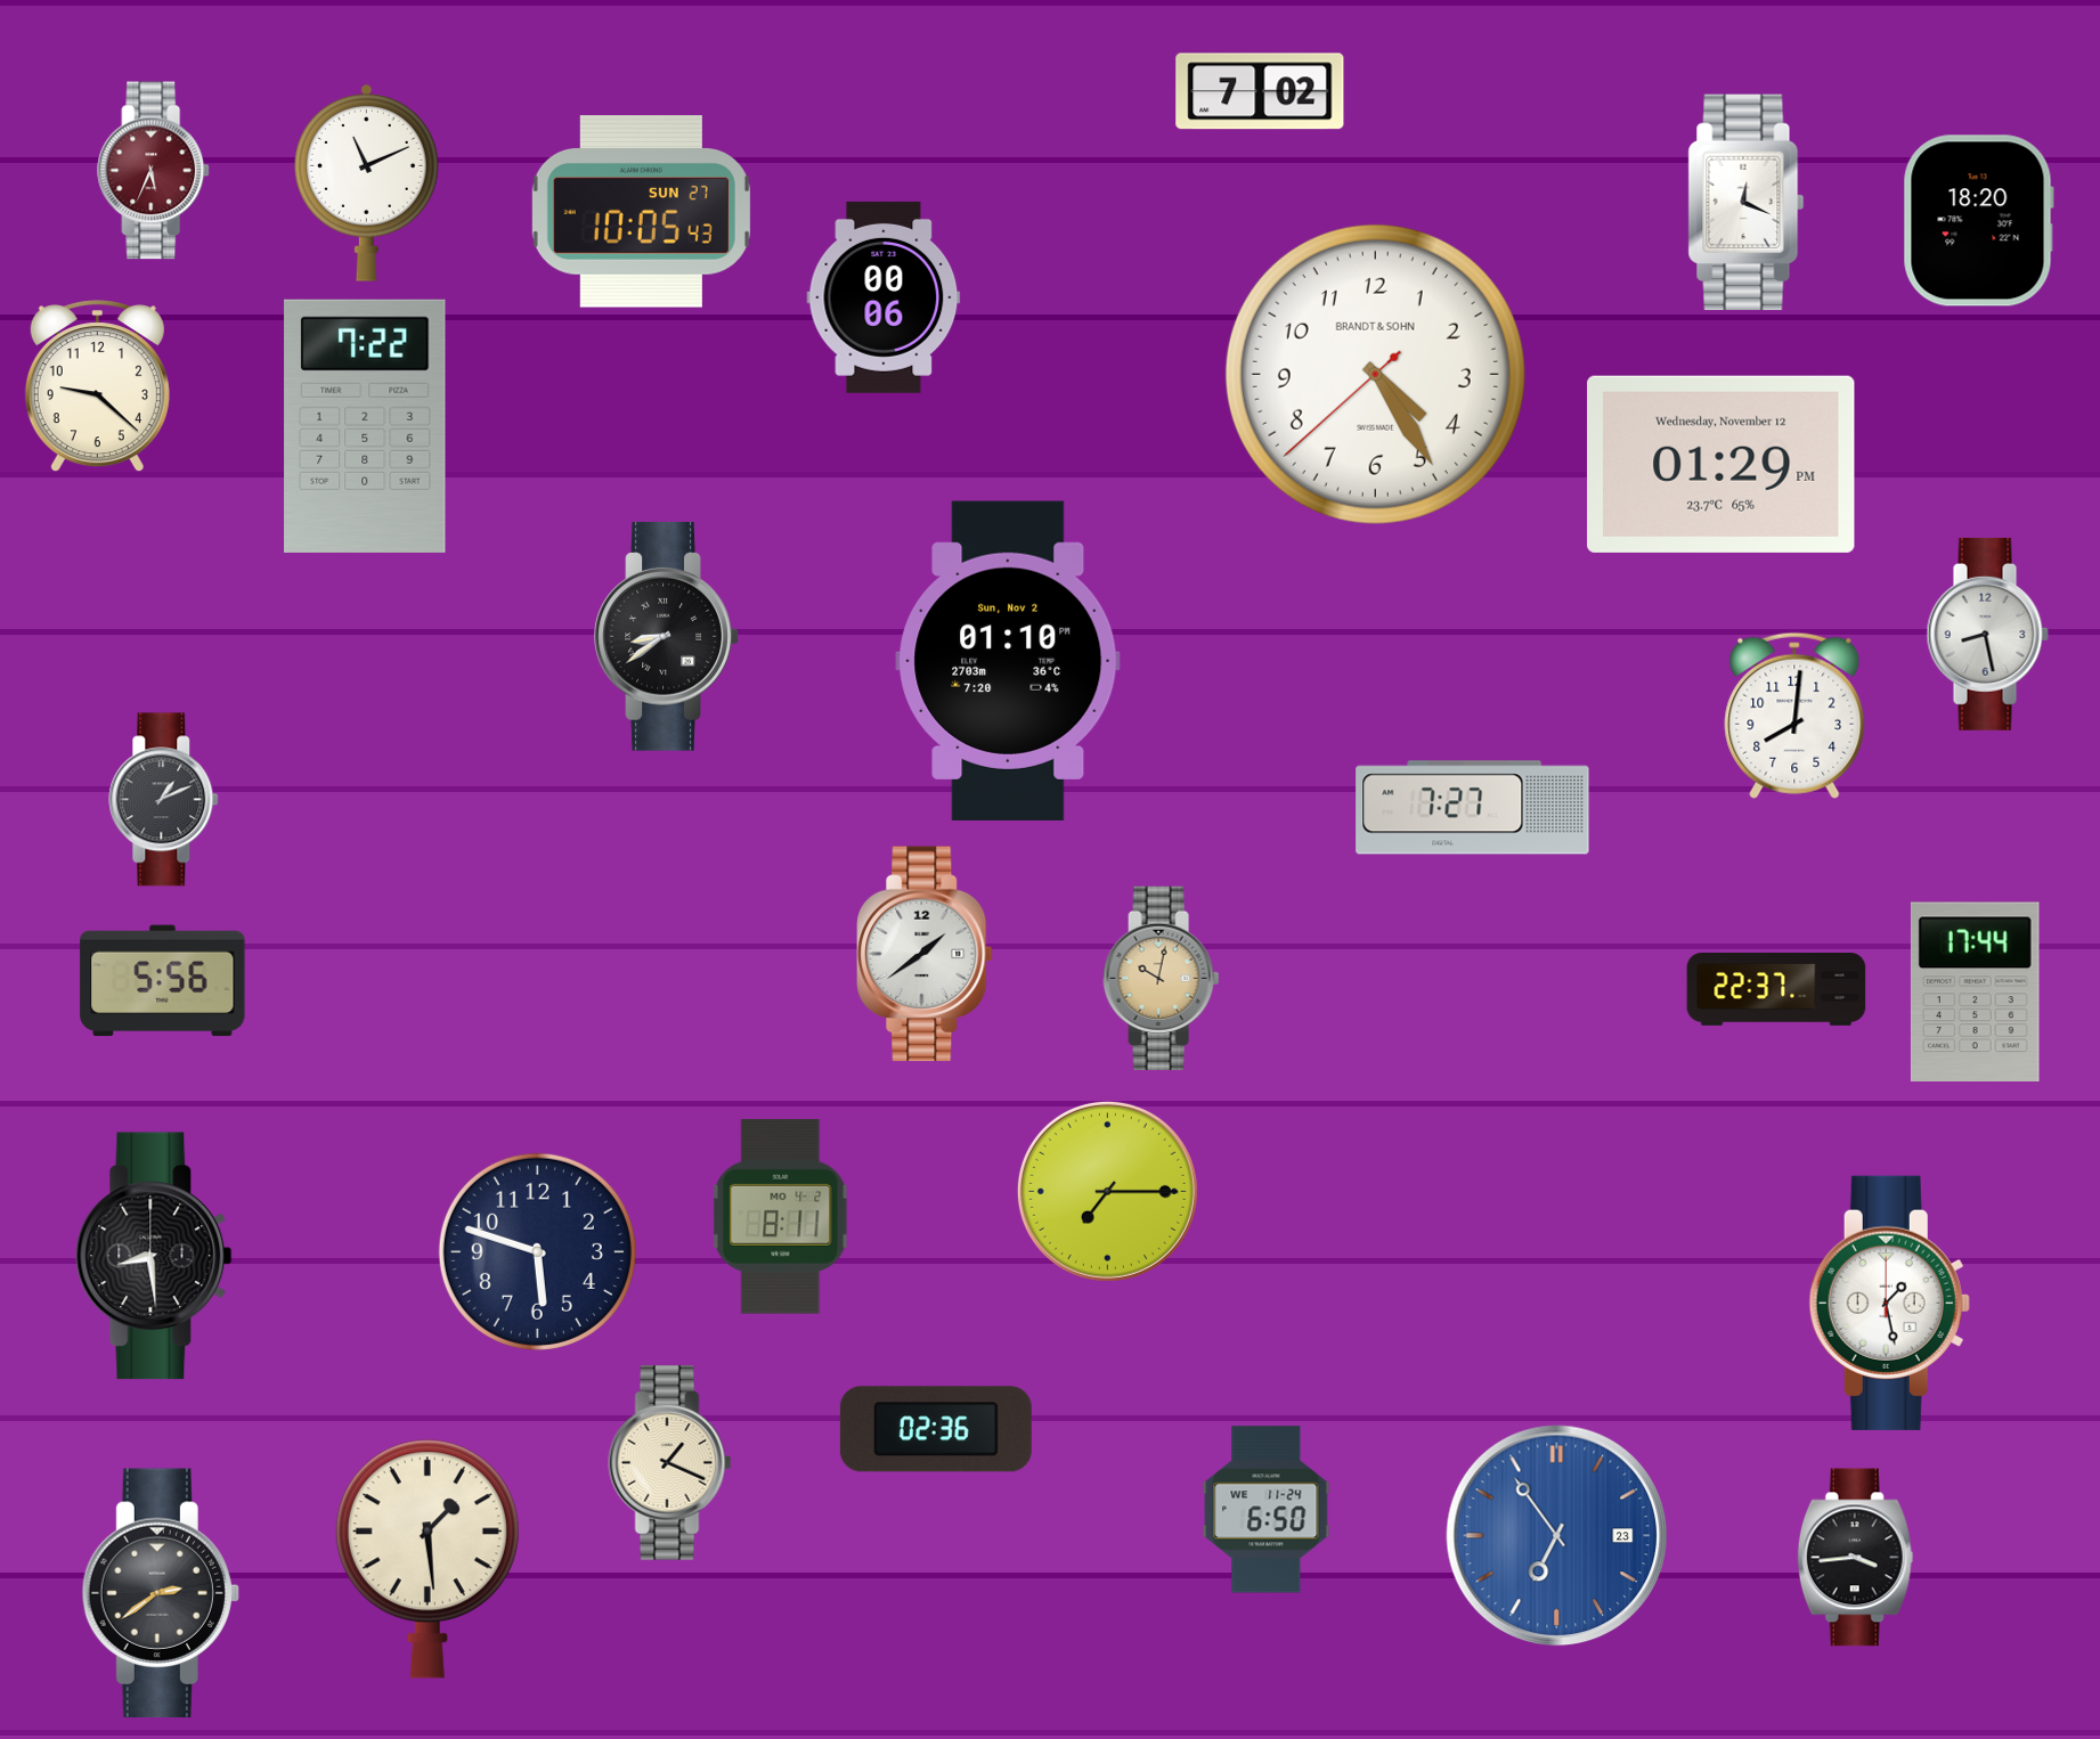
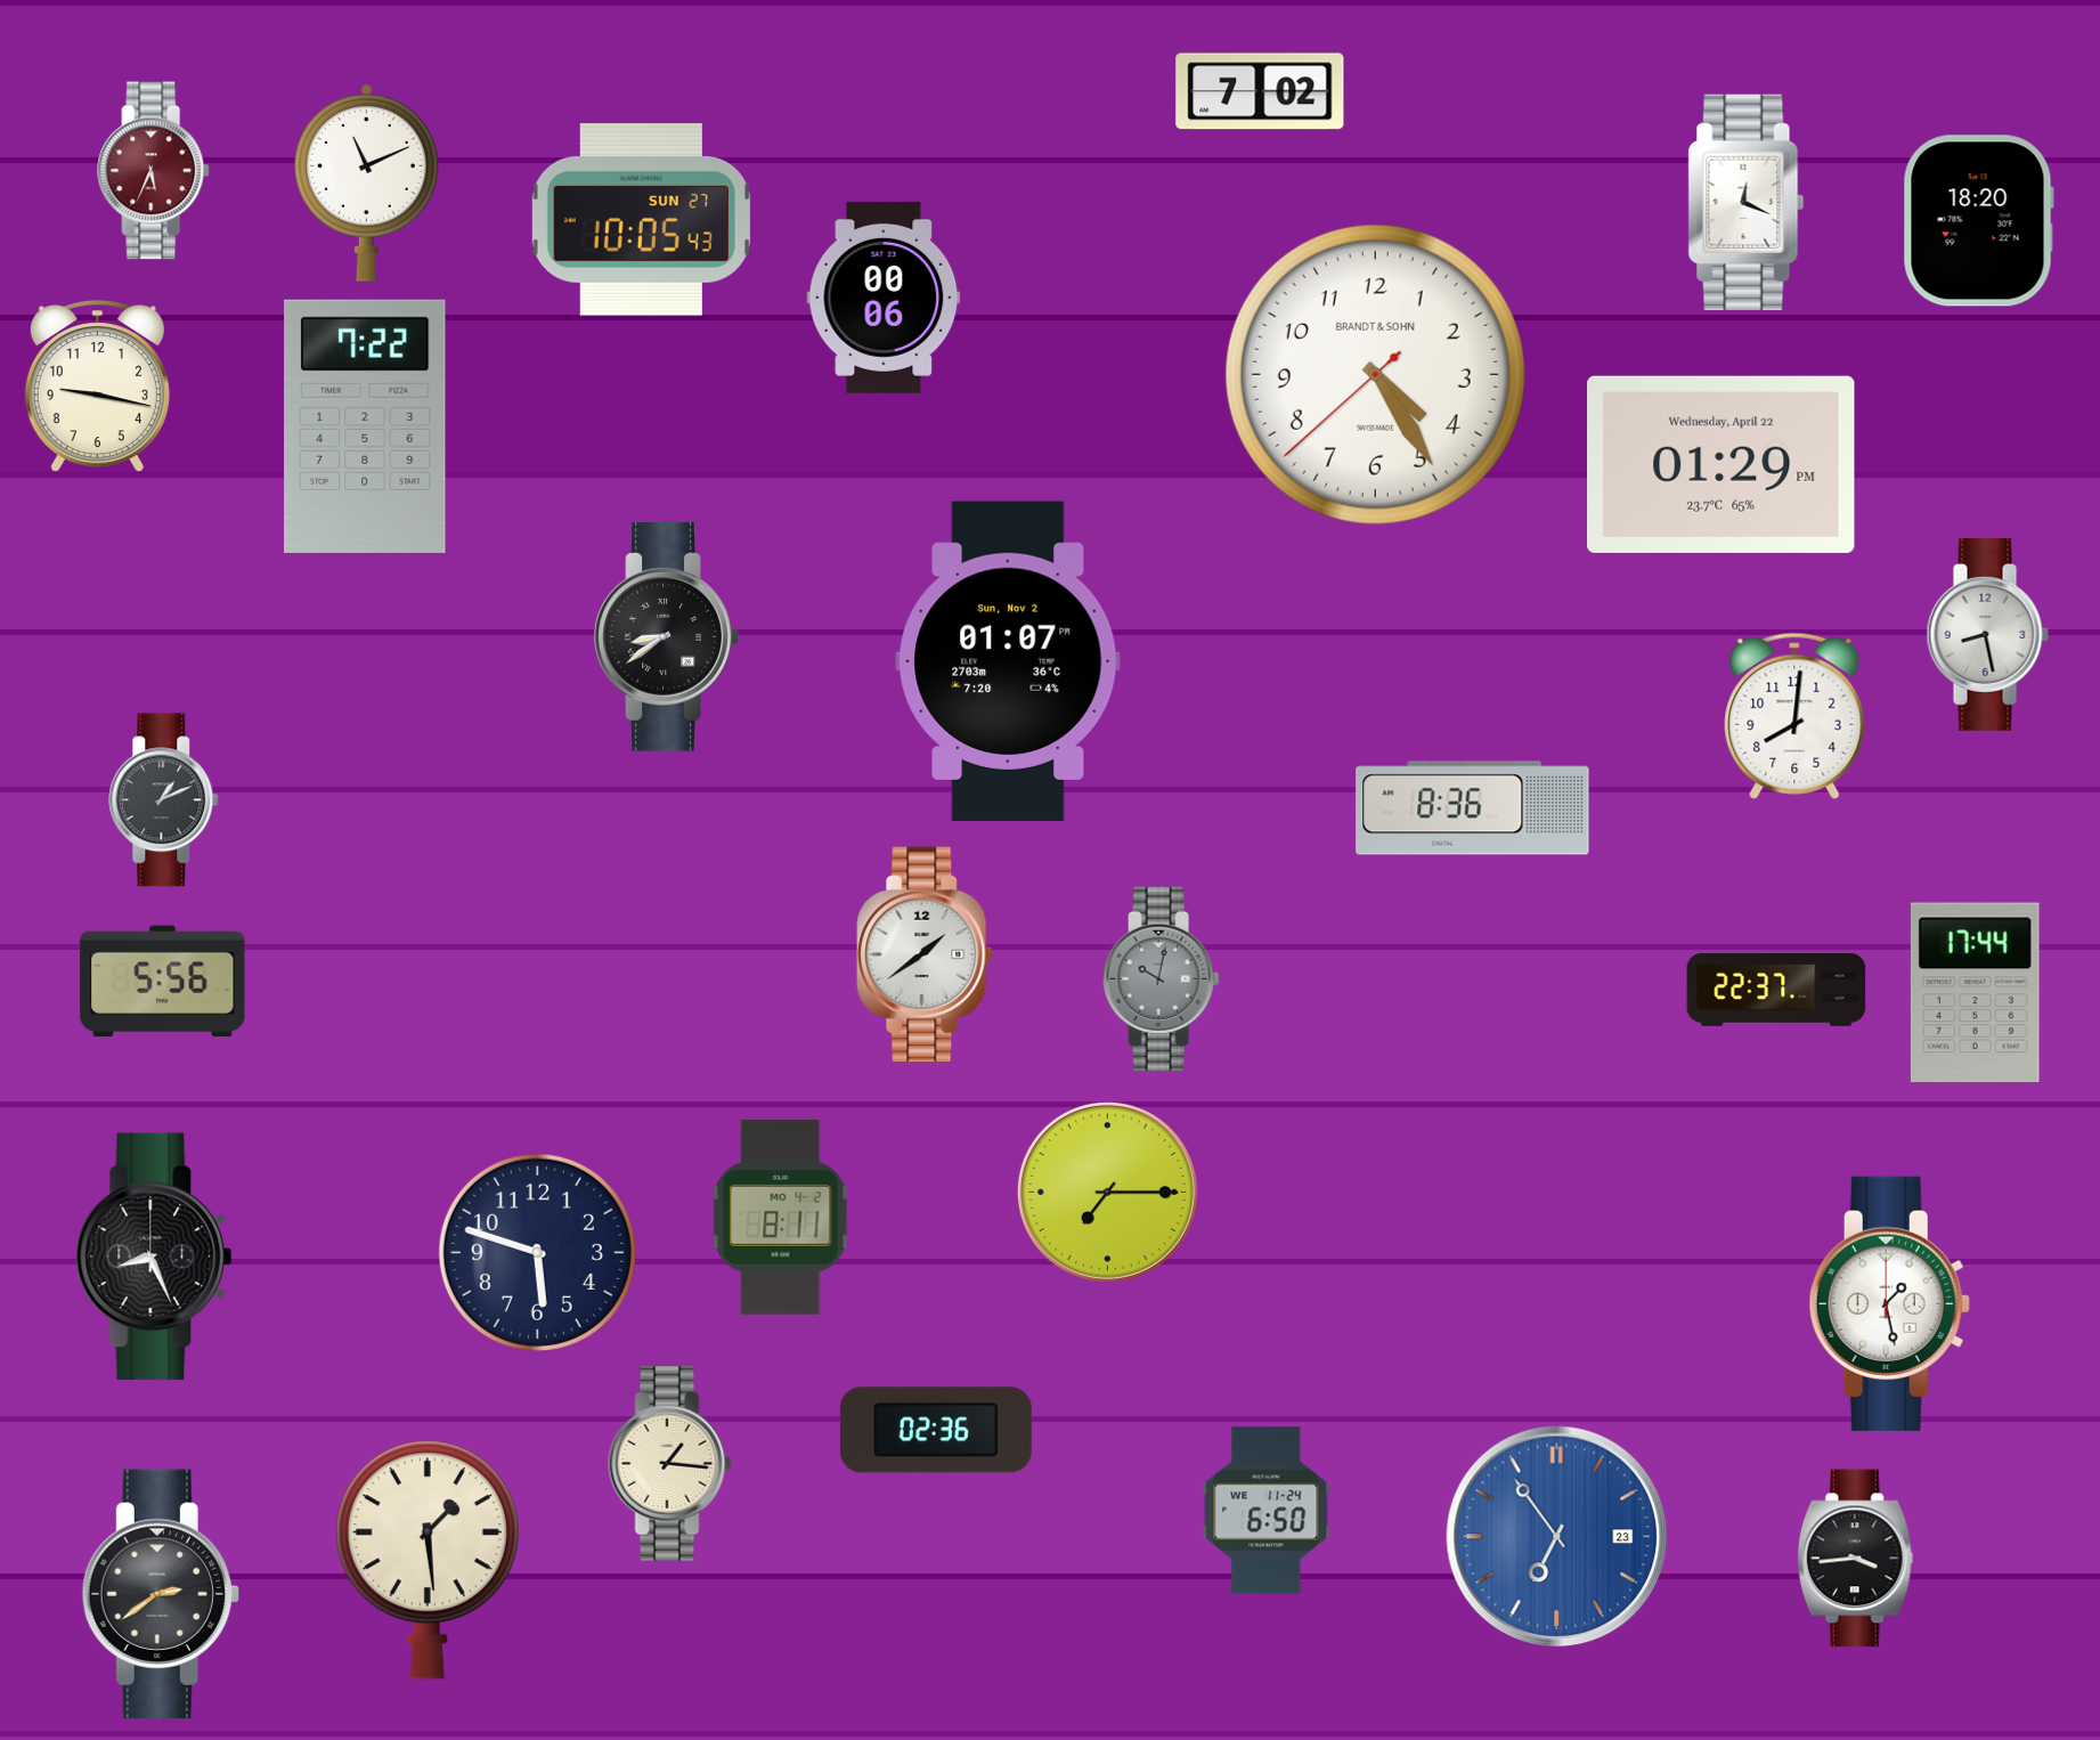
clock at (641, 212) position: (641, 212) -> (641, 220)
clock at (97, 386): 9:22 -> 9:17
clock at (1721, 464) date: Wednesday, November 12 -> Wednesday, April 22
clock at (1008, 661): 01:10 -> 01:07
clock at (1473, 808): 7:27 -> 8:36
clock at (1162, 978) dial: champagne -> grey
clock at (154, 1256): 8:29 -> 8:26
clock at (670, 1463): 1:19 -> 1:16
